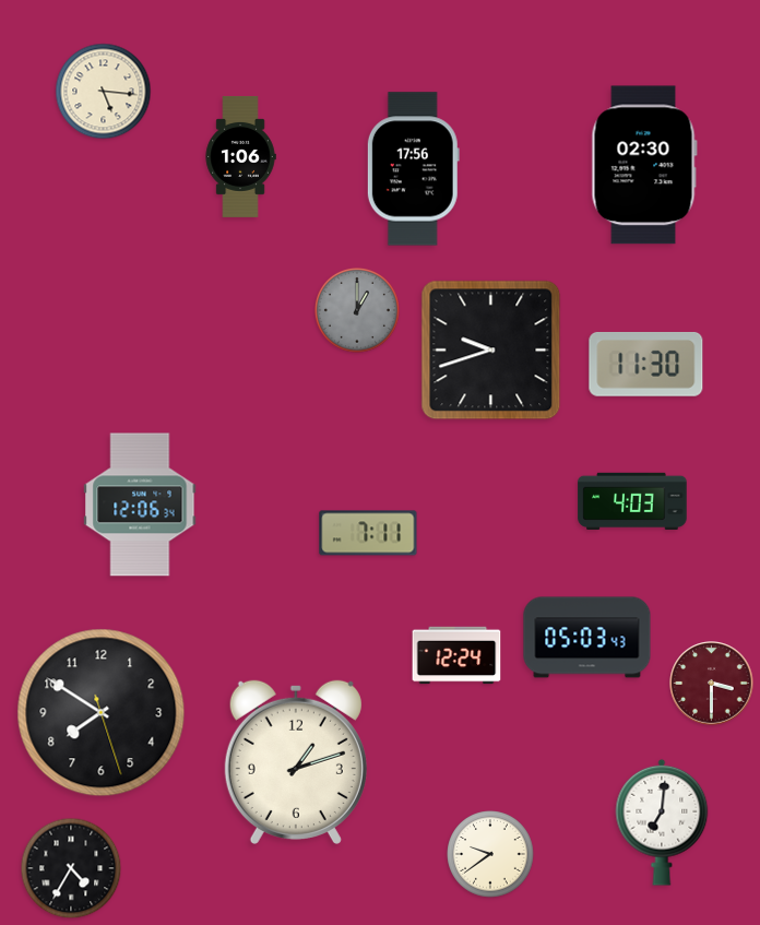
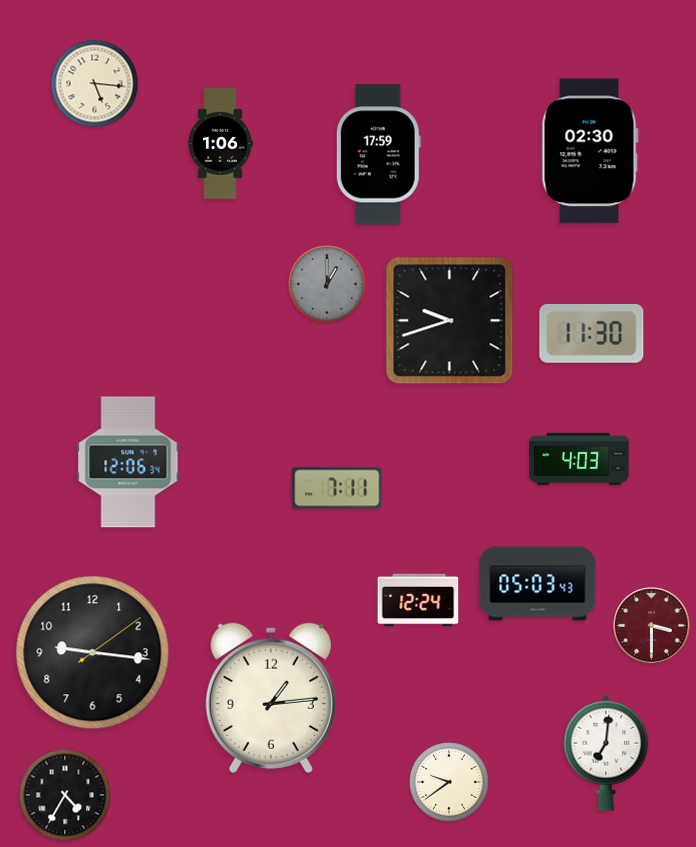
clock at (413, 169): 17:56 -> 17:59
clock at (102, 713): 7:50 -> 9:16
clock at (296, 762): 1:12 -> 1:14
